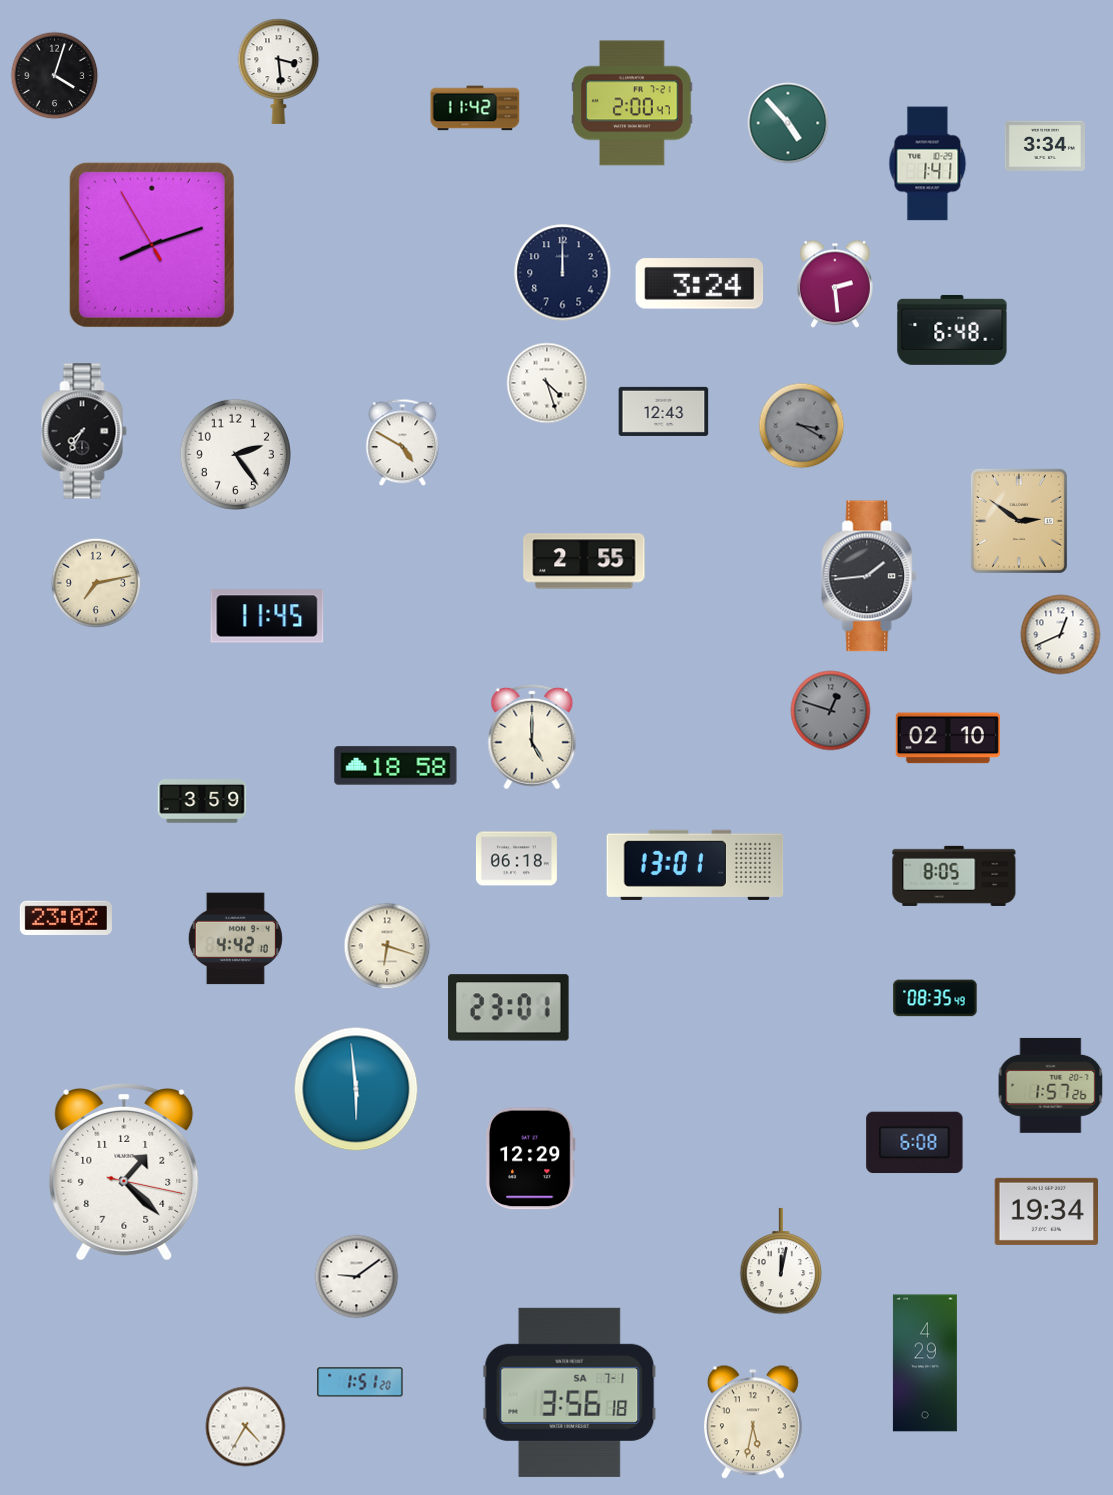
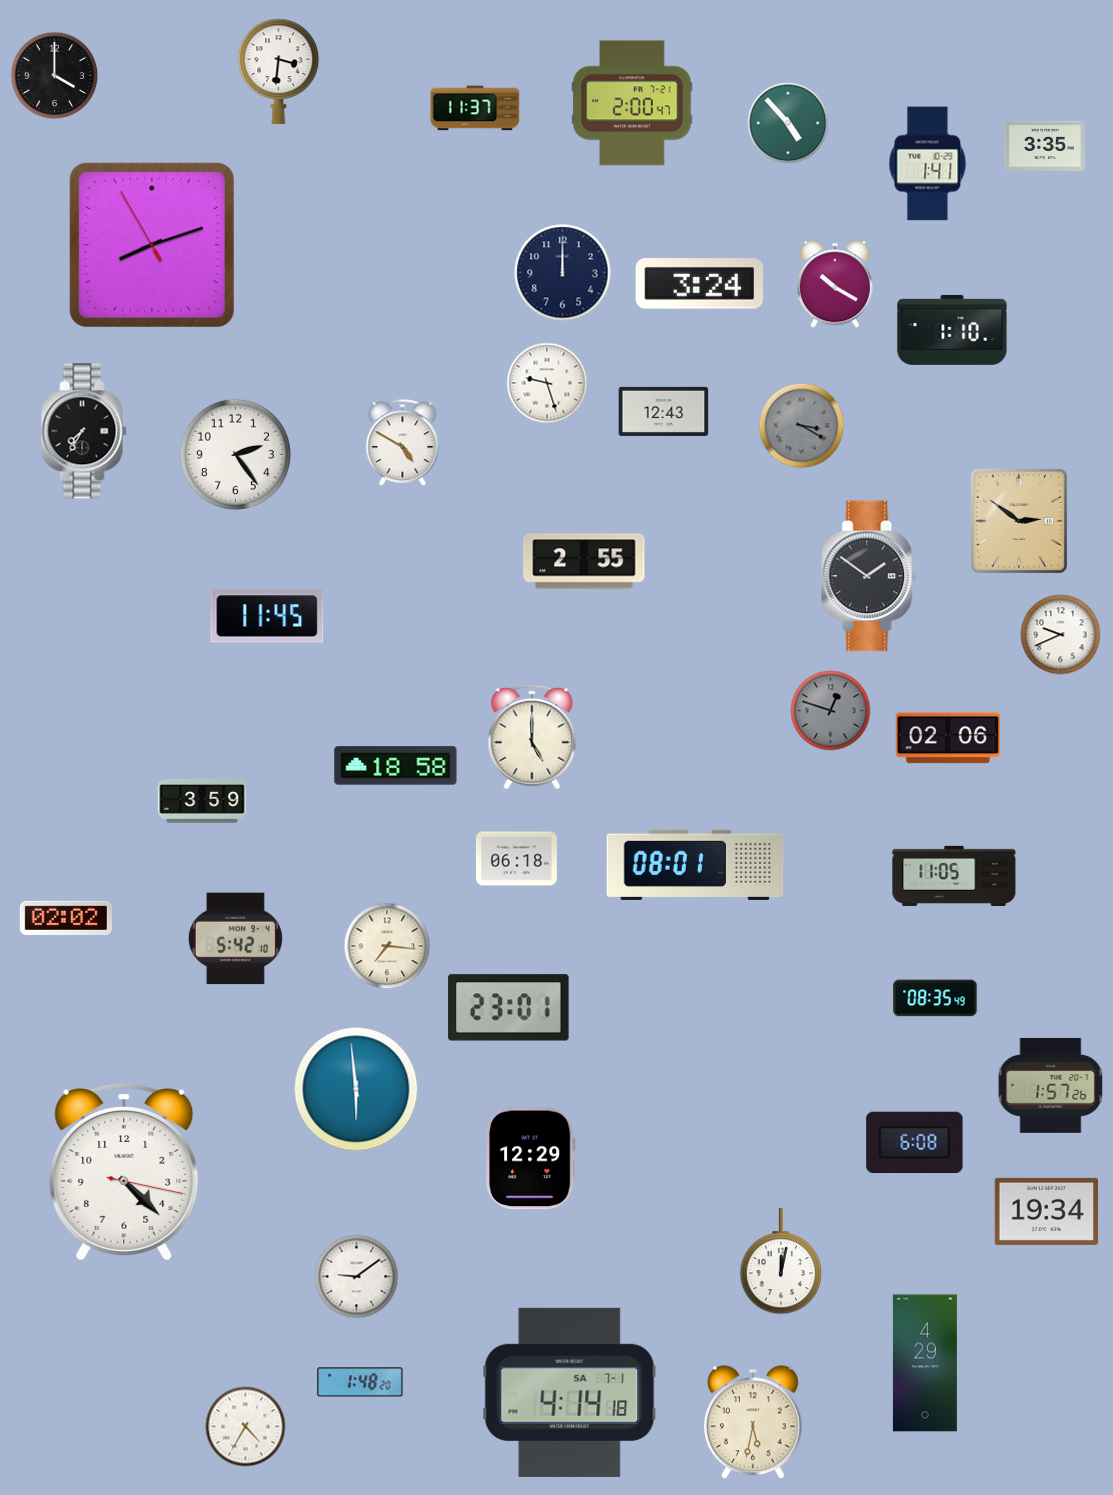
clock at (279, 71): 3:29 -> 3:31
clock at (55, 76): 4:03 -> 4:00
clock at (475, 108): 11:42 -> 11:37
clock at (1045, 146): 3:34 -> 3:35
clock at (835, 284): 2:29 -> 10:20
clock at (952, 330): 6:48 -> 1:10
clock at (547, 383): 4:27 -> 9:27
clock at (870, 576): 1:44 -> 1:51
clock at (95, 582): 7:13 -> none
clock at (1061, 635): 12:41 -> 9:41
clock at (948, 738): 02:10 -> 02:06
clock at (695, 865): 13:01 -> 08:01
clock at (954, 876): 8:05 -> 11:05
clock at (66, 918): 23:02 -> 02:02
clock at (235, 939): 4:42 -> 5:42
clock at (387, 946): 6:18 -> 7:16
clock at (124, 1173): 1:22 -> 4:22
clock at (360, 1382): 1:51 -> 1:48
clock at (570, 1392): 3:56 -> 4:14
